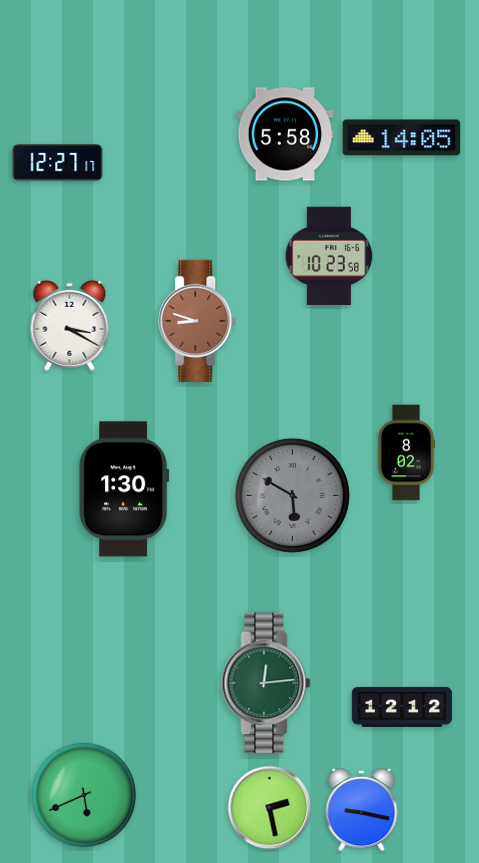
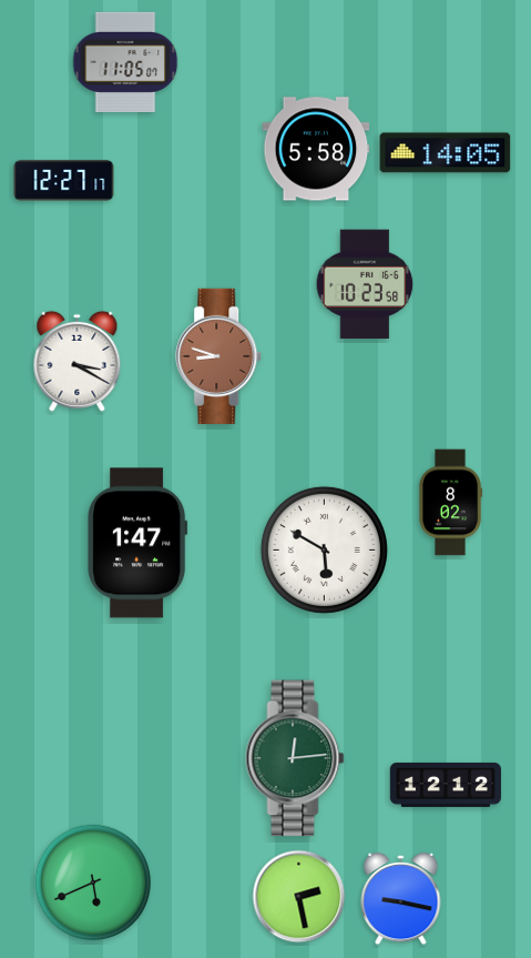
clock at (125, 62): none -> 11:05
clock at (124, 489): 1:30 -> 1:47
clock at (292, 495) dial: grey -> white
